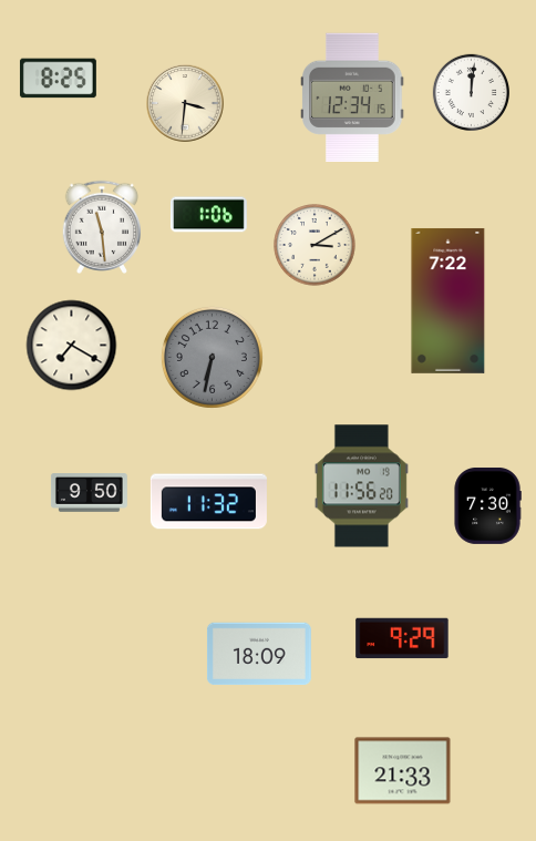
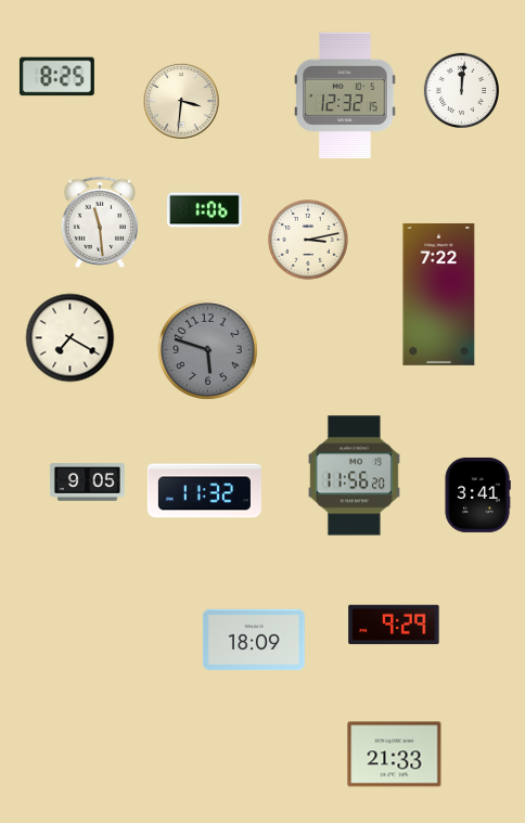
clock at (352, 96): 12:34 -> 12:32
clock at (315, 245): 3:10 -> 3:13
clock at (212, 357): 6:32 -> 5:48
clock at (89, 493): 9:50 -> 9:05
clock at (487, 505): 7:30 -> 3:41
